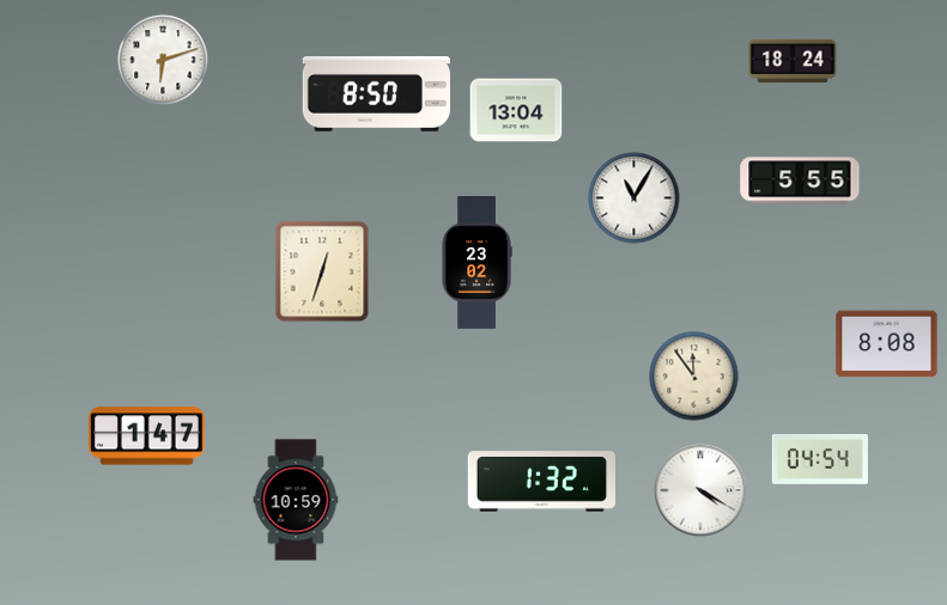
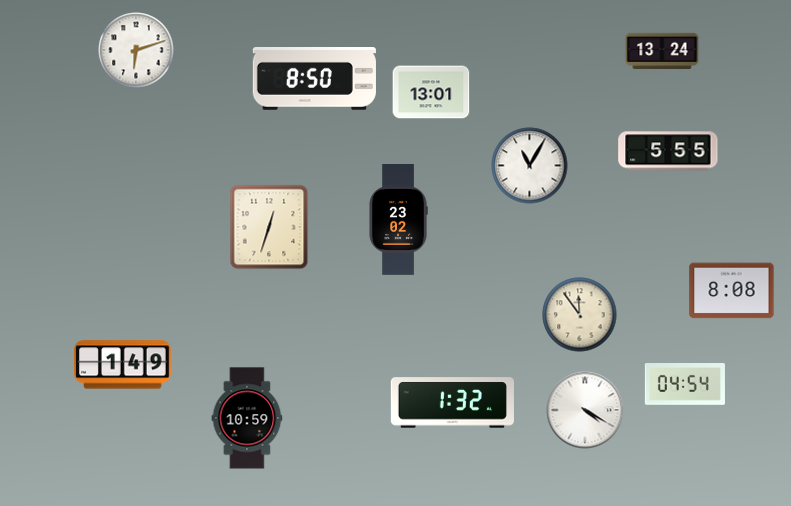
clock at (793, 60): 18:24 -> 13:24
clock at (516, 110): 13:04 -> 13:01
clock at (887, 344) position: (887, 344) -> (732, 291)
clock at (147, 436): 1:47 -> 1:49
